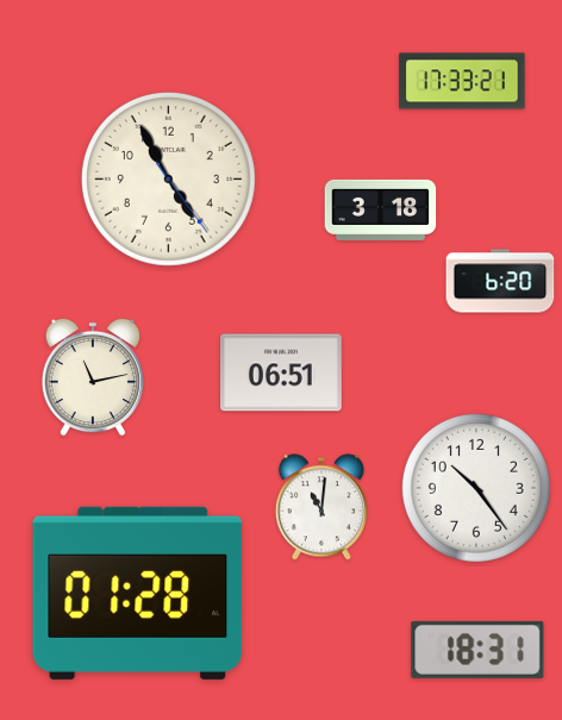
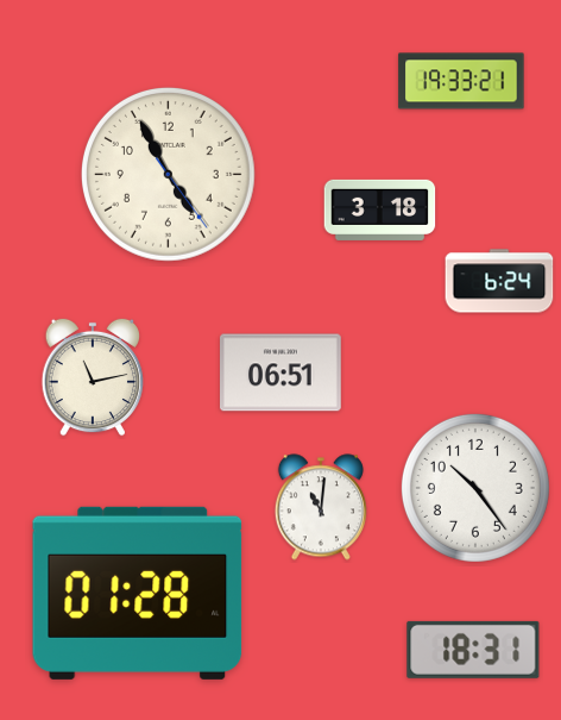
clock at (462, 81): 17:33 -> 19:33
clock at (168, 179) position: (168, 179) -> (168, 174)
clock at (500, 281): 6:20 -> 6:24
clock at (477, 650) position: (477, 650) -> (473, 650)
